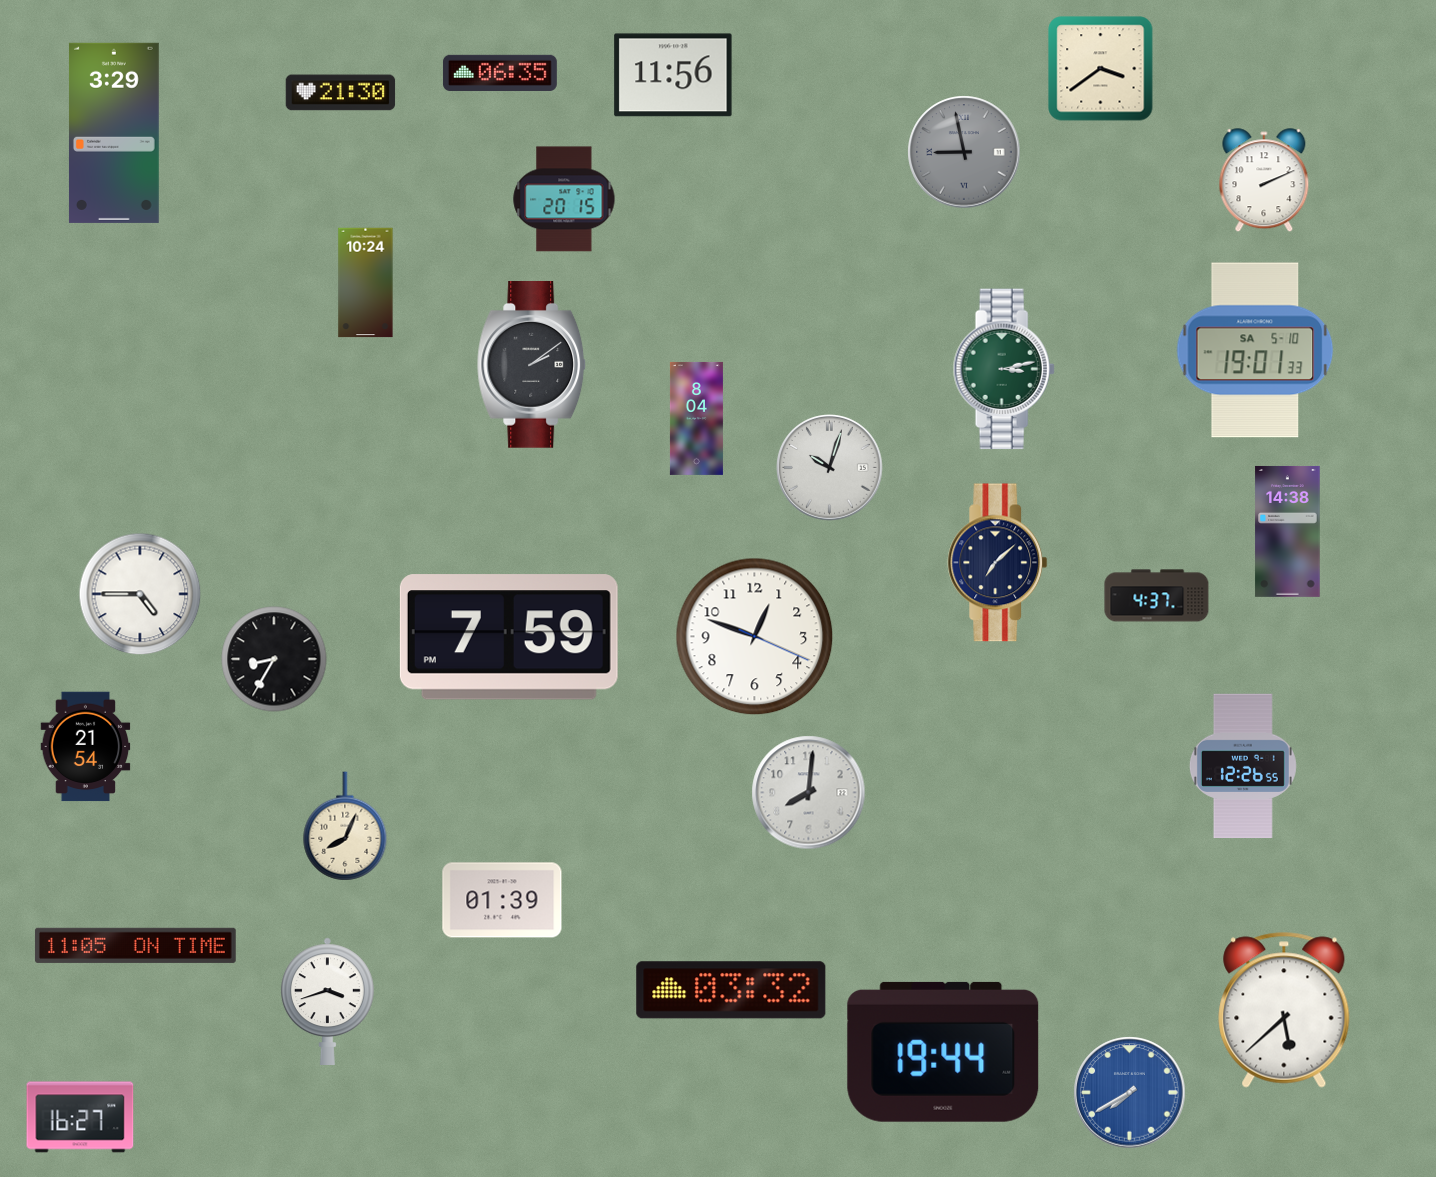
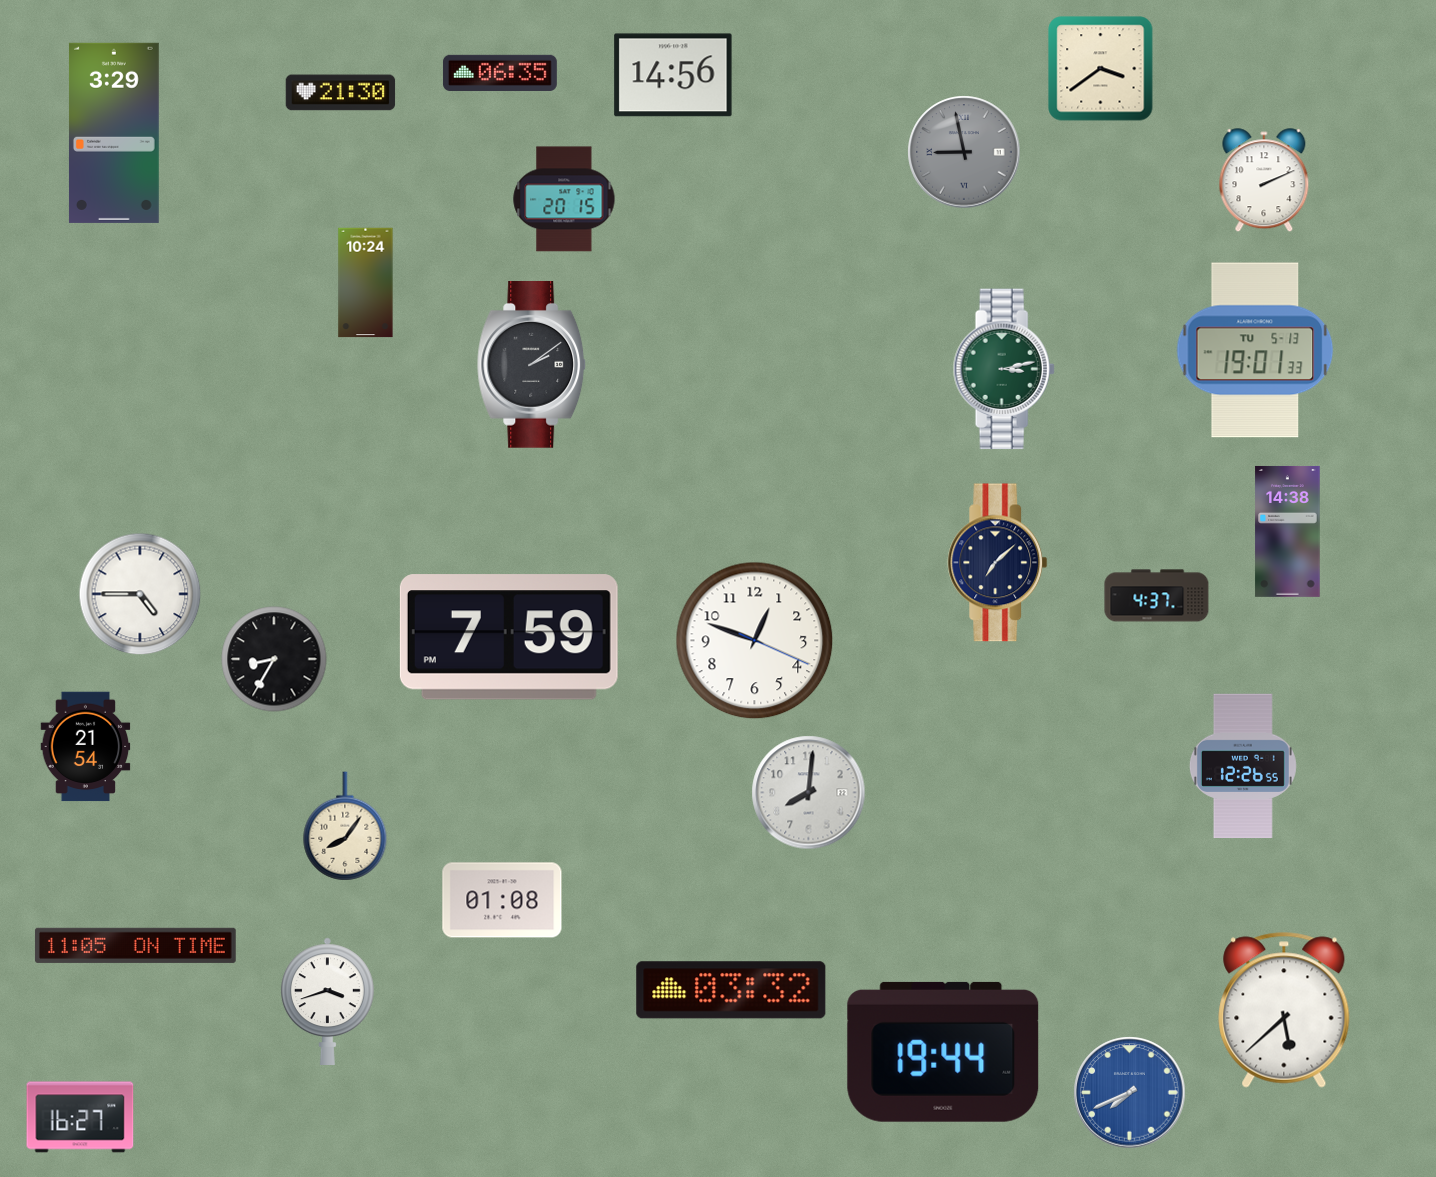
clock at (673, 75): 11:56 -> 14:56
clock at (1255, 350) date: SA 5-10 -> TU 5-13
clock at (696, 418): 8:04 -> none
clock at (830, 468): 10:03 -> none
clock at (755, 637) position: (755, 637) -> (755, 641)
clock at (345, 826): 8:04 -> 8:06
clock at (502, 900): 01:39 -> 01:08
clock at (1130, 1093): 7:40 -> 7:41
